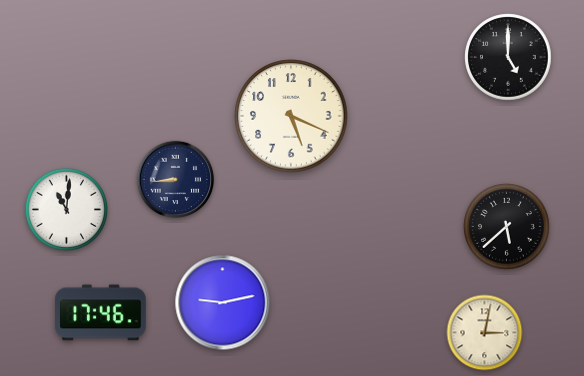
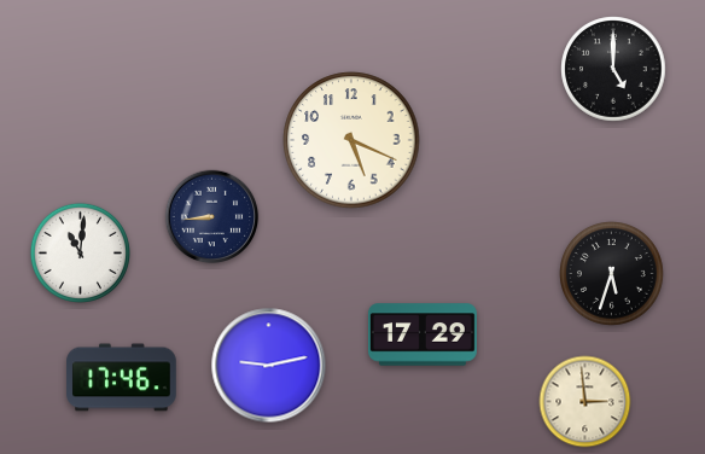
clock at (507, 227): 5:38 -> 5:33
clock at (423, 334): none -> 17:29
clock at (485, 333): 3:02 -> 2:59
